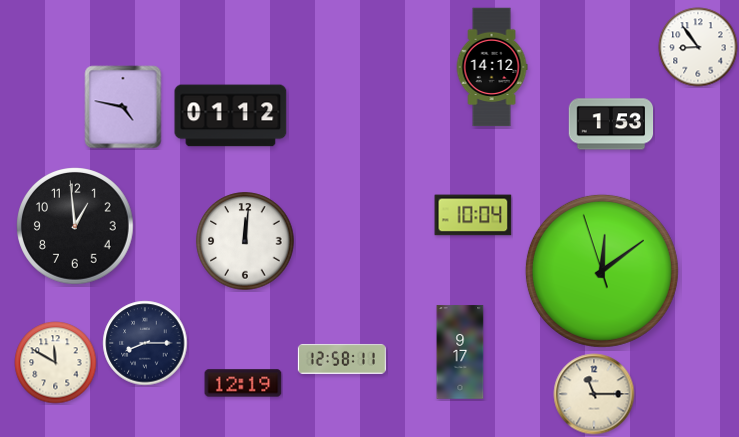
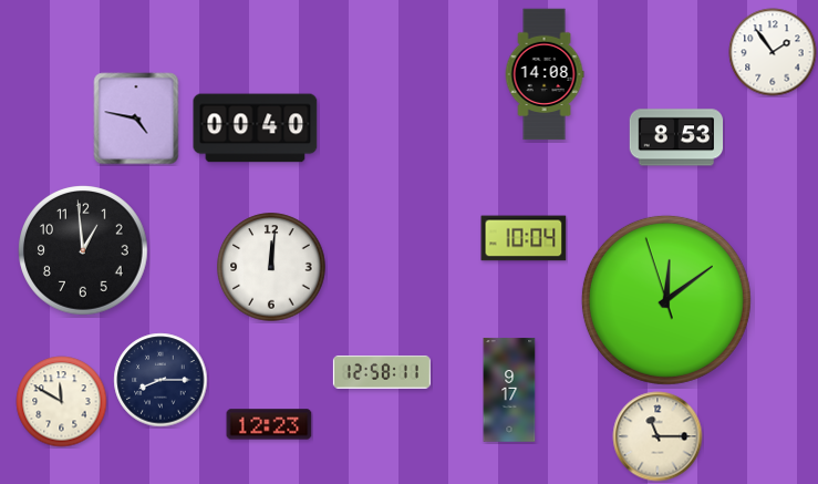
clock at (698, 47): 8:54 -> 1:54
clock at (492, 67): 14:12 -> 14:08
clock at (231, 116): 01:12 -> 00:40
clock at (611, 124): 1:53 -> 8:53
clock at (342, 359) position: (342, 359) -> (382, 372)
clock at (243, 383): 12:19 -> 12:23
